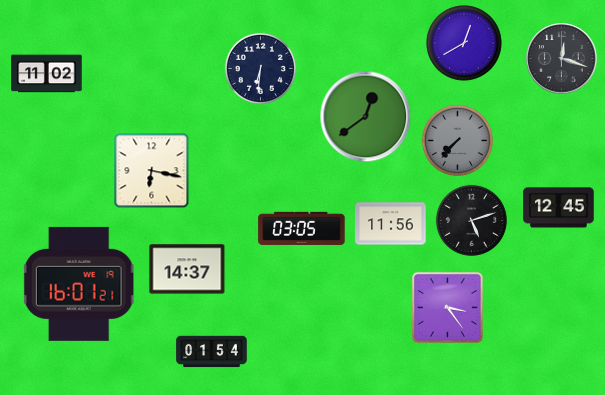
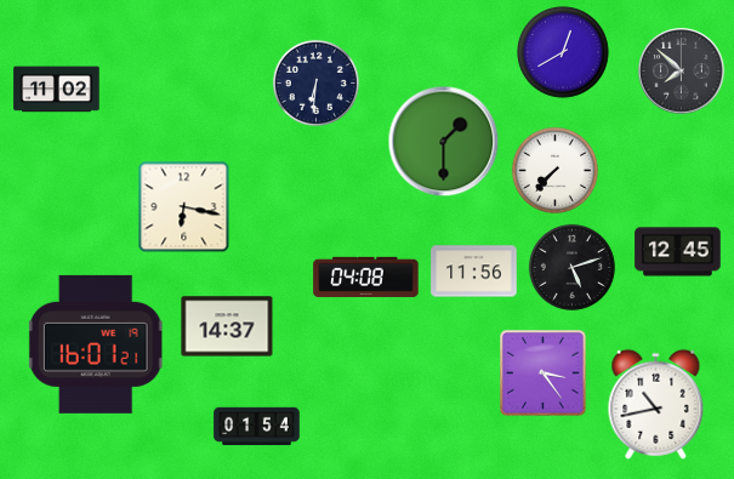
clock at (562, 59): 12:18 -> 7:52
clock at (366, 117): 12:39 -> 1:30
clock at (457, 140) dial: grey -> white
clock at (302, 228): 03:05 -> 04:08
clock at (656, 404): none -> 10:43
